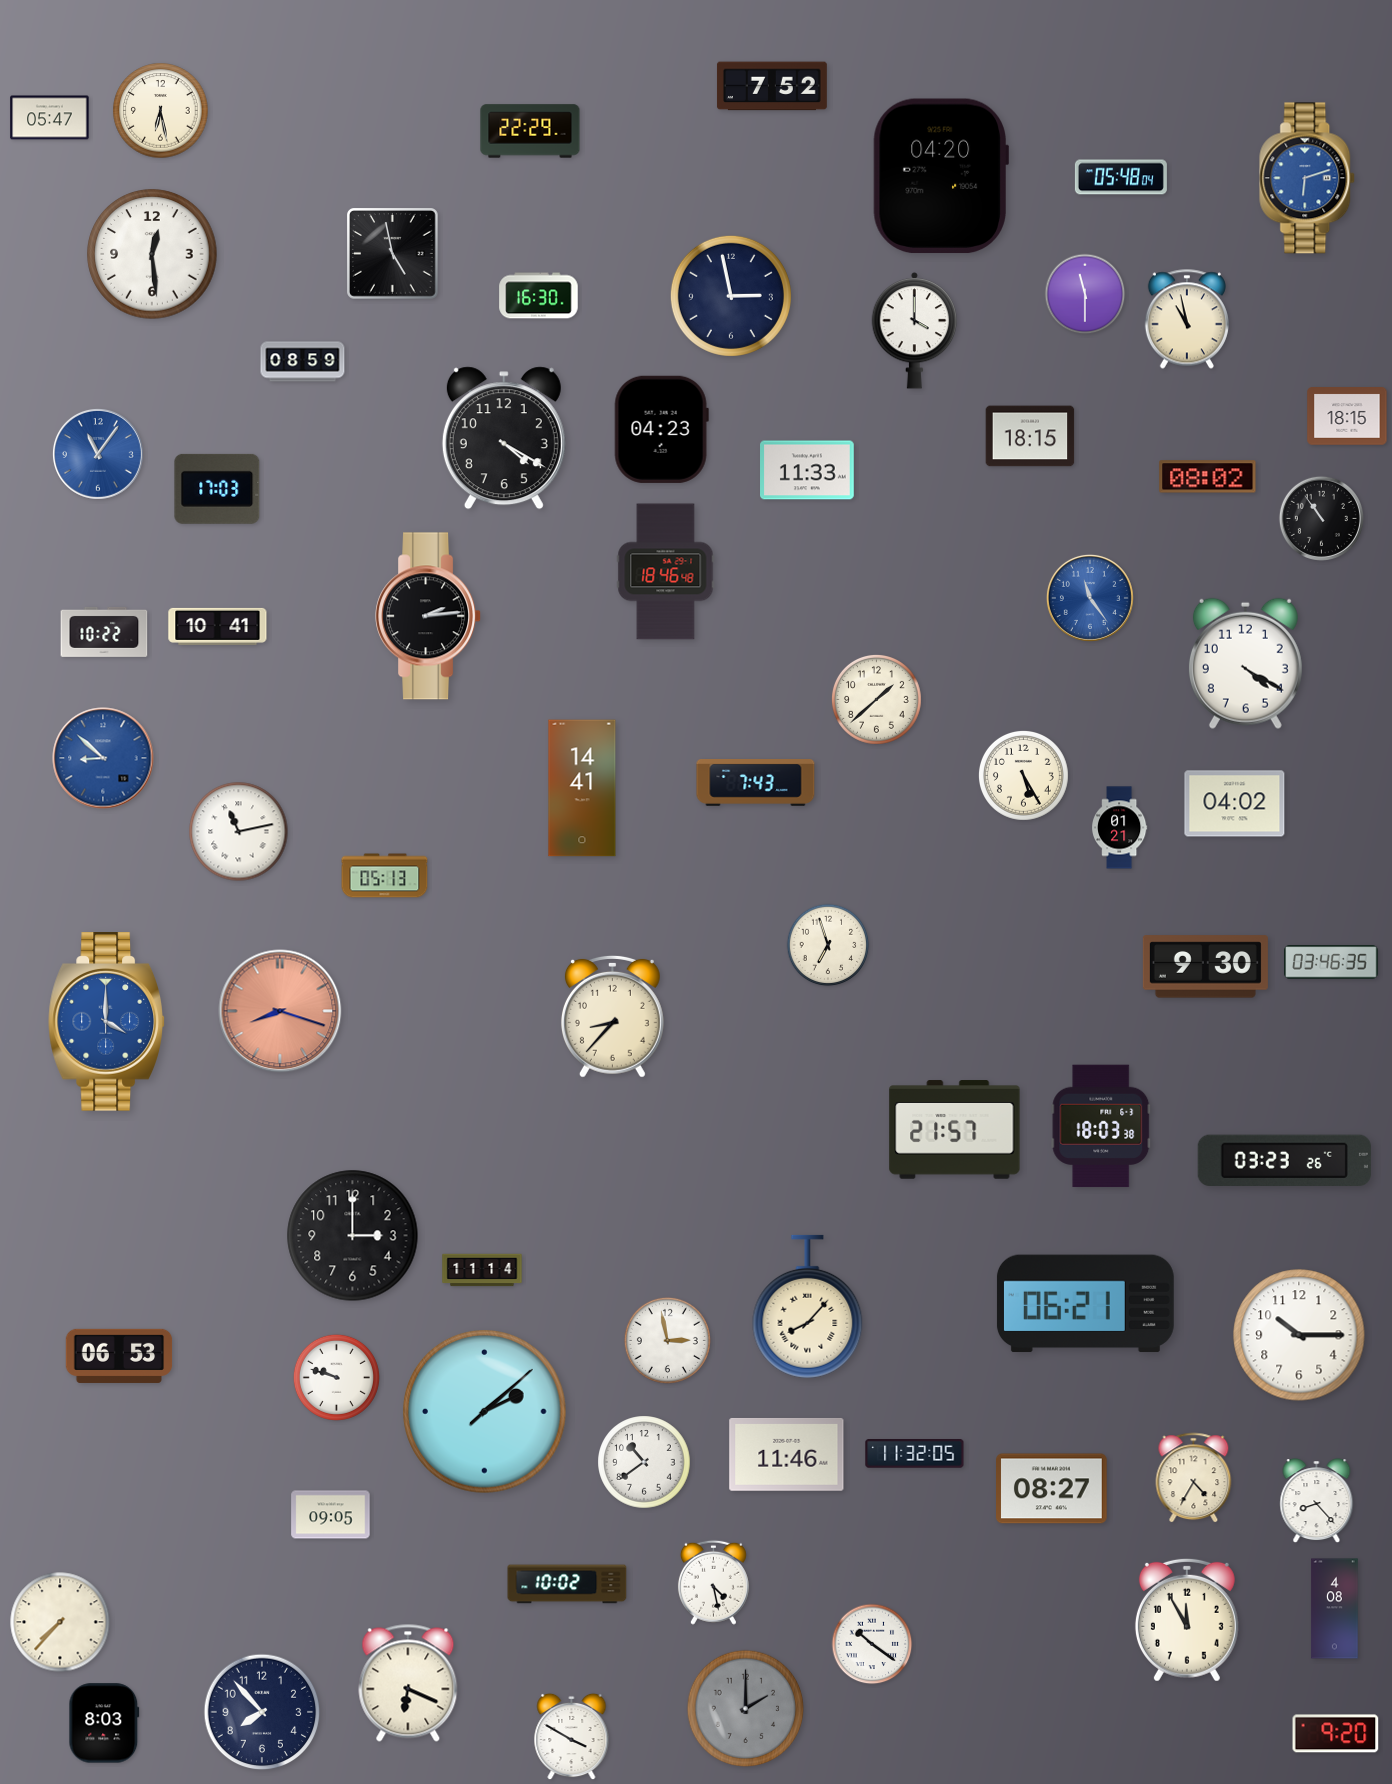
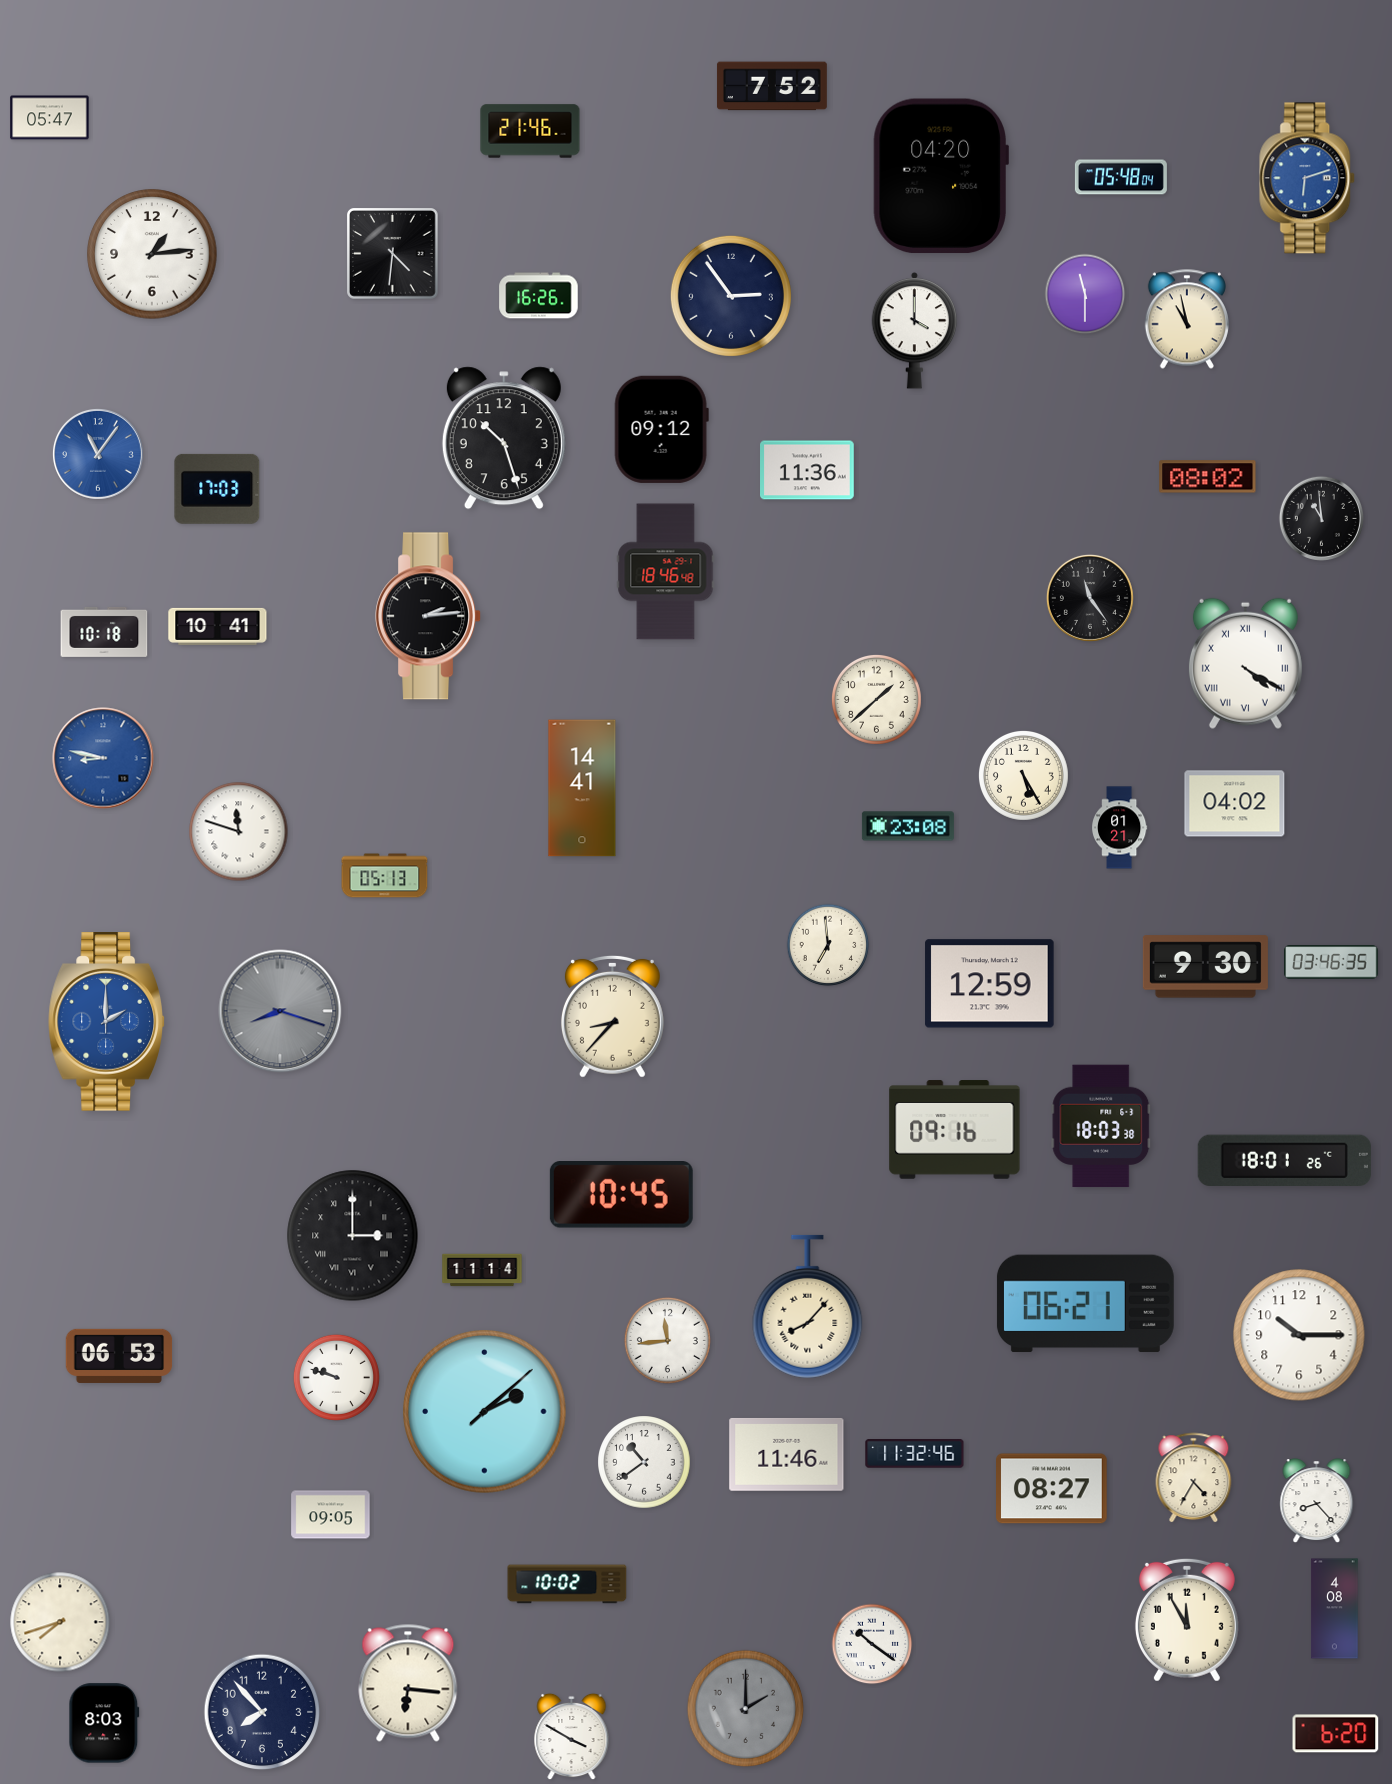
clock at (161, 111): 6:28 -> none
clock at (530, 131): 22:29 -> 21:46
clock at (152, 254): 12:29 -> 1:14
clock at (393, 254): 4:58 -> 4:31
clock at (539, 296): 16:30 -> 16:26
clock at (731, 296): 2:58 -> 2:54
clock at (303, 362): 08:59 -> none
clock at (1347, 416): 18:15 -> none
clock at (661, 429): 04:23 -> 09:12
clock at (1030, 436): 18:15 -> none
clock at (504, 438): 4:20 -> 10:27
clock at (808, 470): 11:33 -> 11:36
clock at (1321, 518): 10:54 -> 10:59
clock at (1090, 598) dial: blue -> black
clock at (104, 632): 10:22 -> 10:18
clock at (1245, 663) numerals: Arabic -> Roman
clock at (103, 758): 8:52 -> 8:47
clock at (756, 783): 7:43 -> none
clock at (908, 826): none -> 23:08
clock at (239, 832): 11:13 -> 11:48
clock at (828, 945): 6:57 -> 6:59
clock at (990, 984): none -> 12:59
clock at (280, 1011) dial: salmon -> grey
clock at (106, 1022): 4:00 -> 2:00
clock at (955, 1130): 21:57 -> 09:16
clock at (1284, 1160): 03:23 -> 18:01
clock at (621, 1195): none -> 10:45
clock at (353, 1236) numerals: Arabic -> Roman
clock at (667, 1340): 2:58 -> 11:44
clock at (915, 1454): 11:32:05 -> 11:32:46
clock at (713, 1582): 4:28 -> none
clock at (60, 1622): 7:37 -> 7:42
clock at (408, 1683): 6:19 -> 6:16
clock at (1336, 1734): 9:20 -> 6:20
